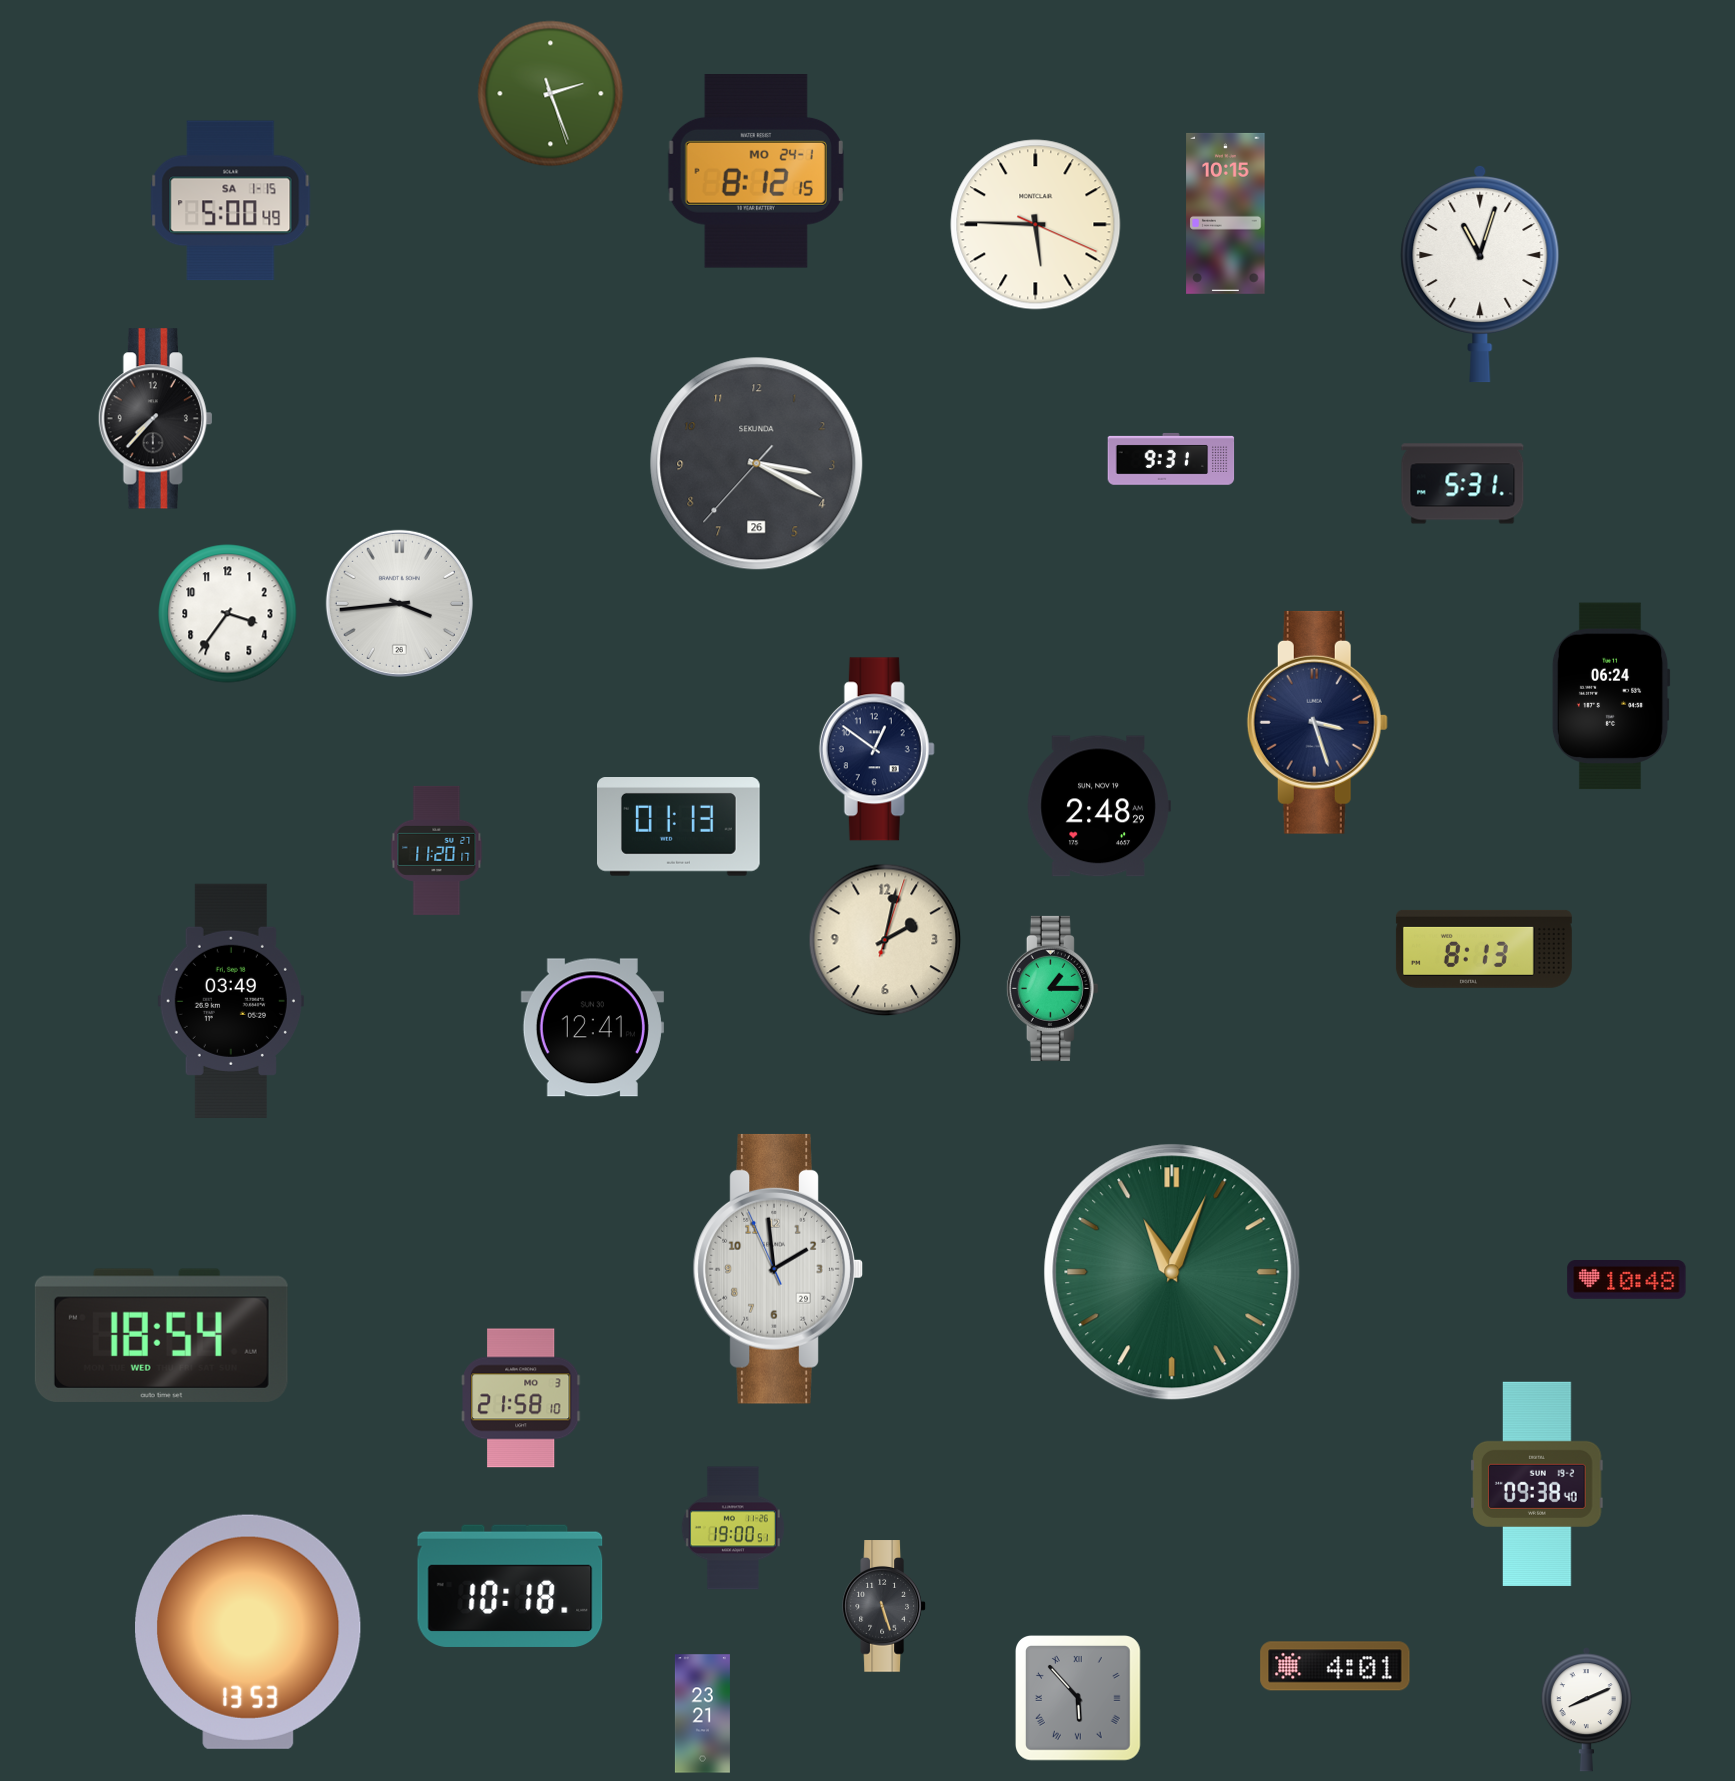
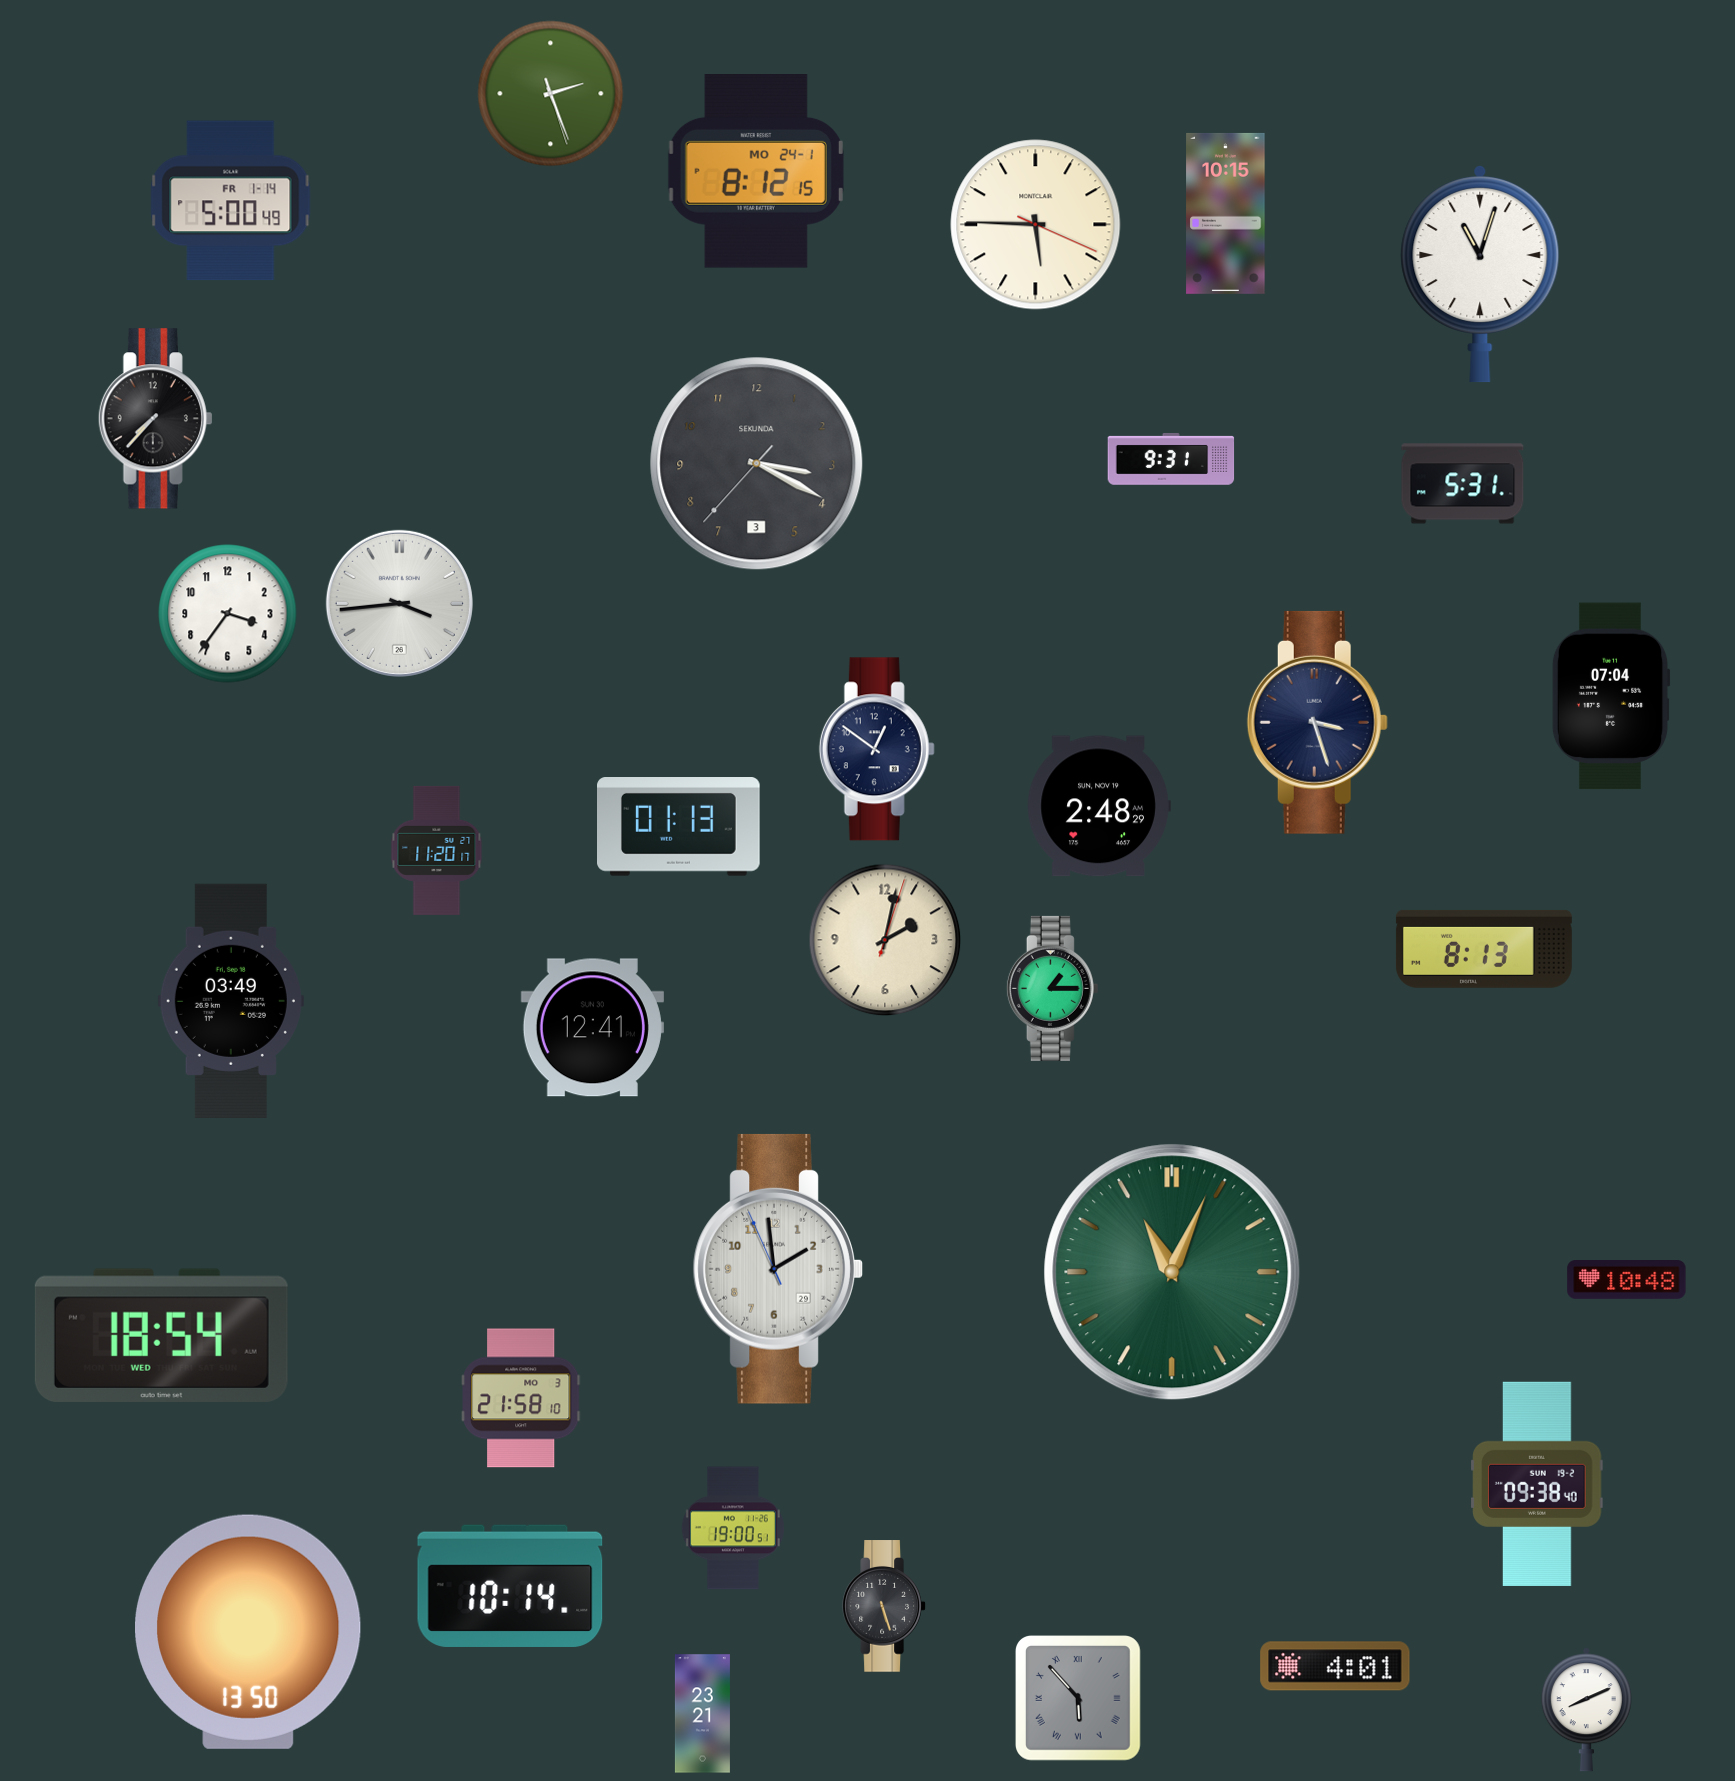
clock at (231, 201) date: SA 1-15 -> FR 1-14
clock at (757, 464) date: 26 -> 3
clock at (1611, 696): 06:24 -> 07:04
clock at (510, 1586): 10:18 -> 10:14
clock at (249, 1632): 13:53 -> 13:50
